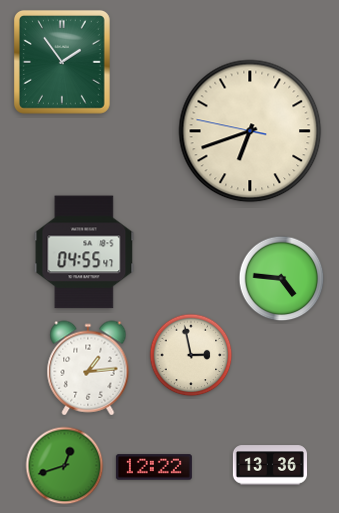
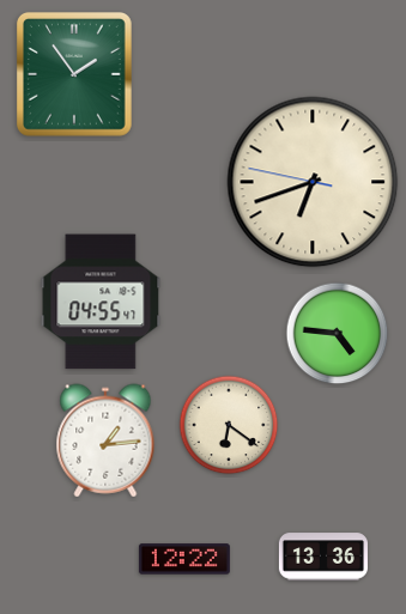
clock at (250, 131) position: (250, 131) -> (313, 182)
clock at (191, 355): 2:58 -> 6:21
clock at (65, 466): 12:42 -> none
